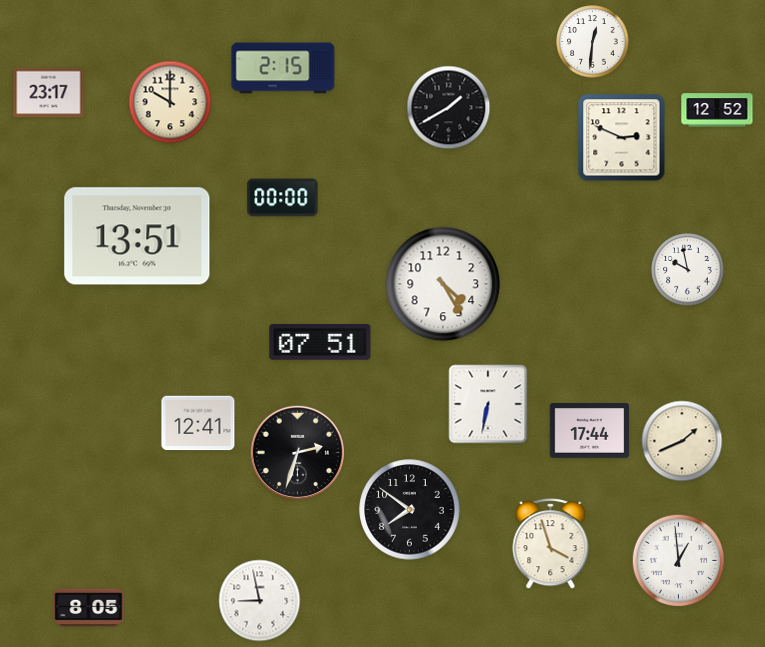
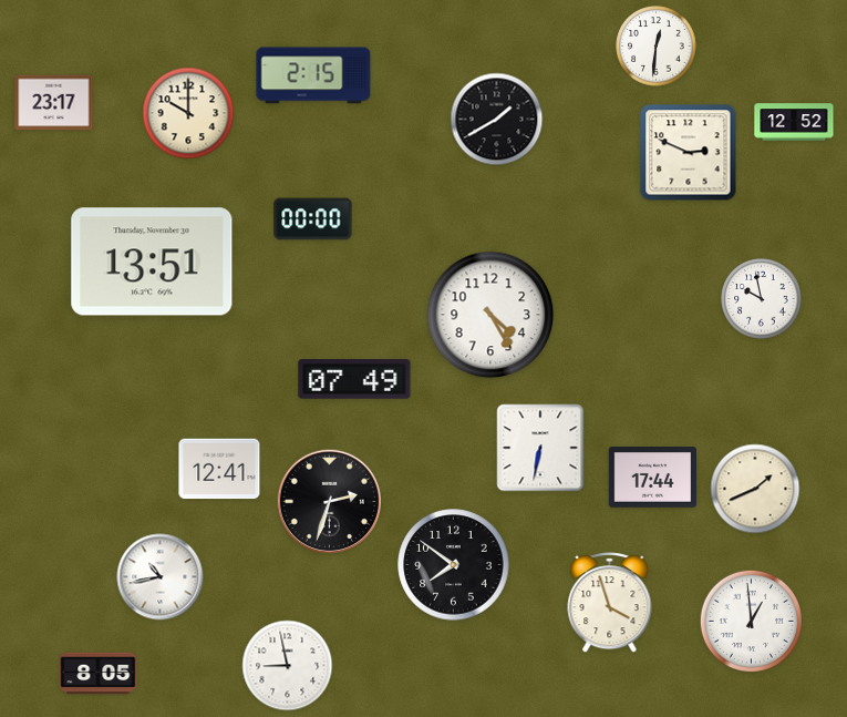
clock at (320, 343): 07:51 -> 07:49
clock at (161, 577): none -> 10:43
